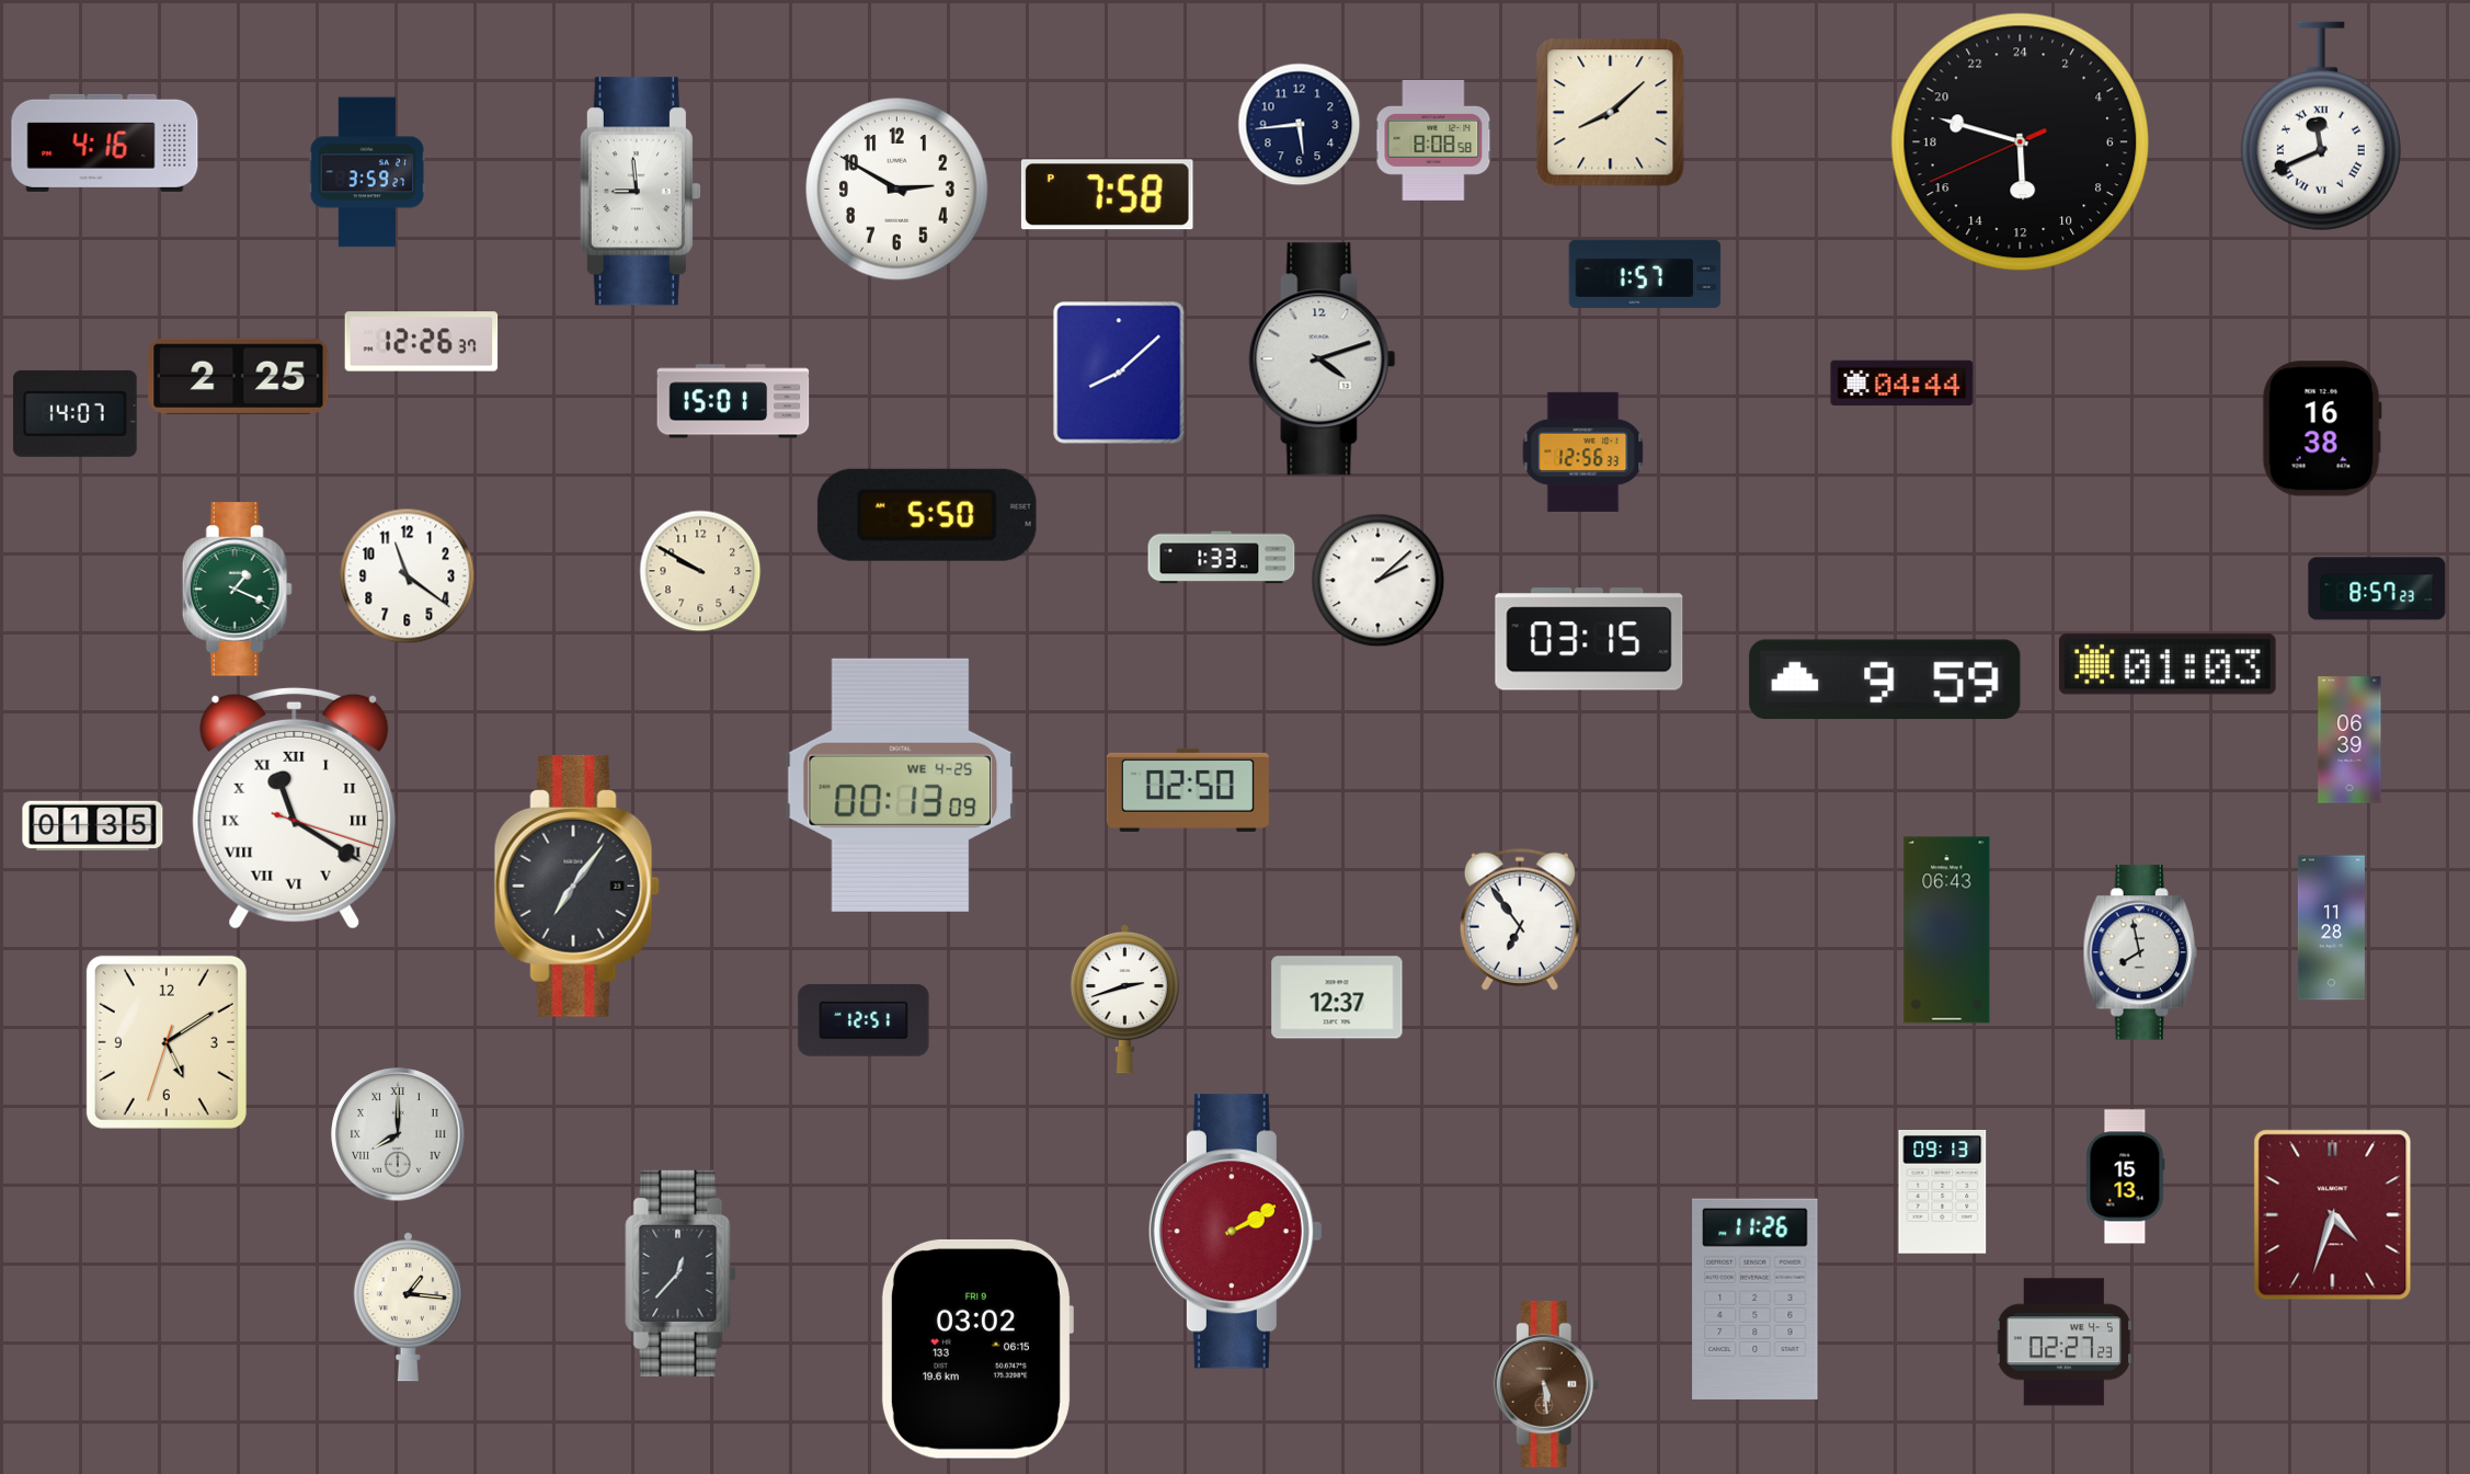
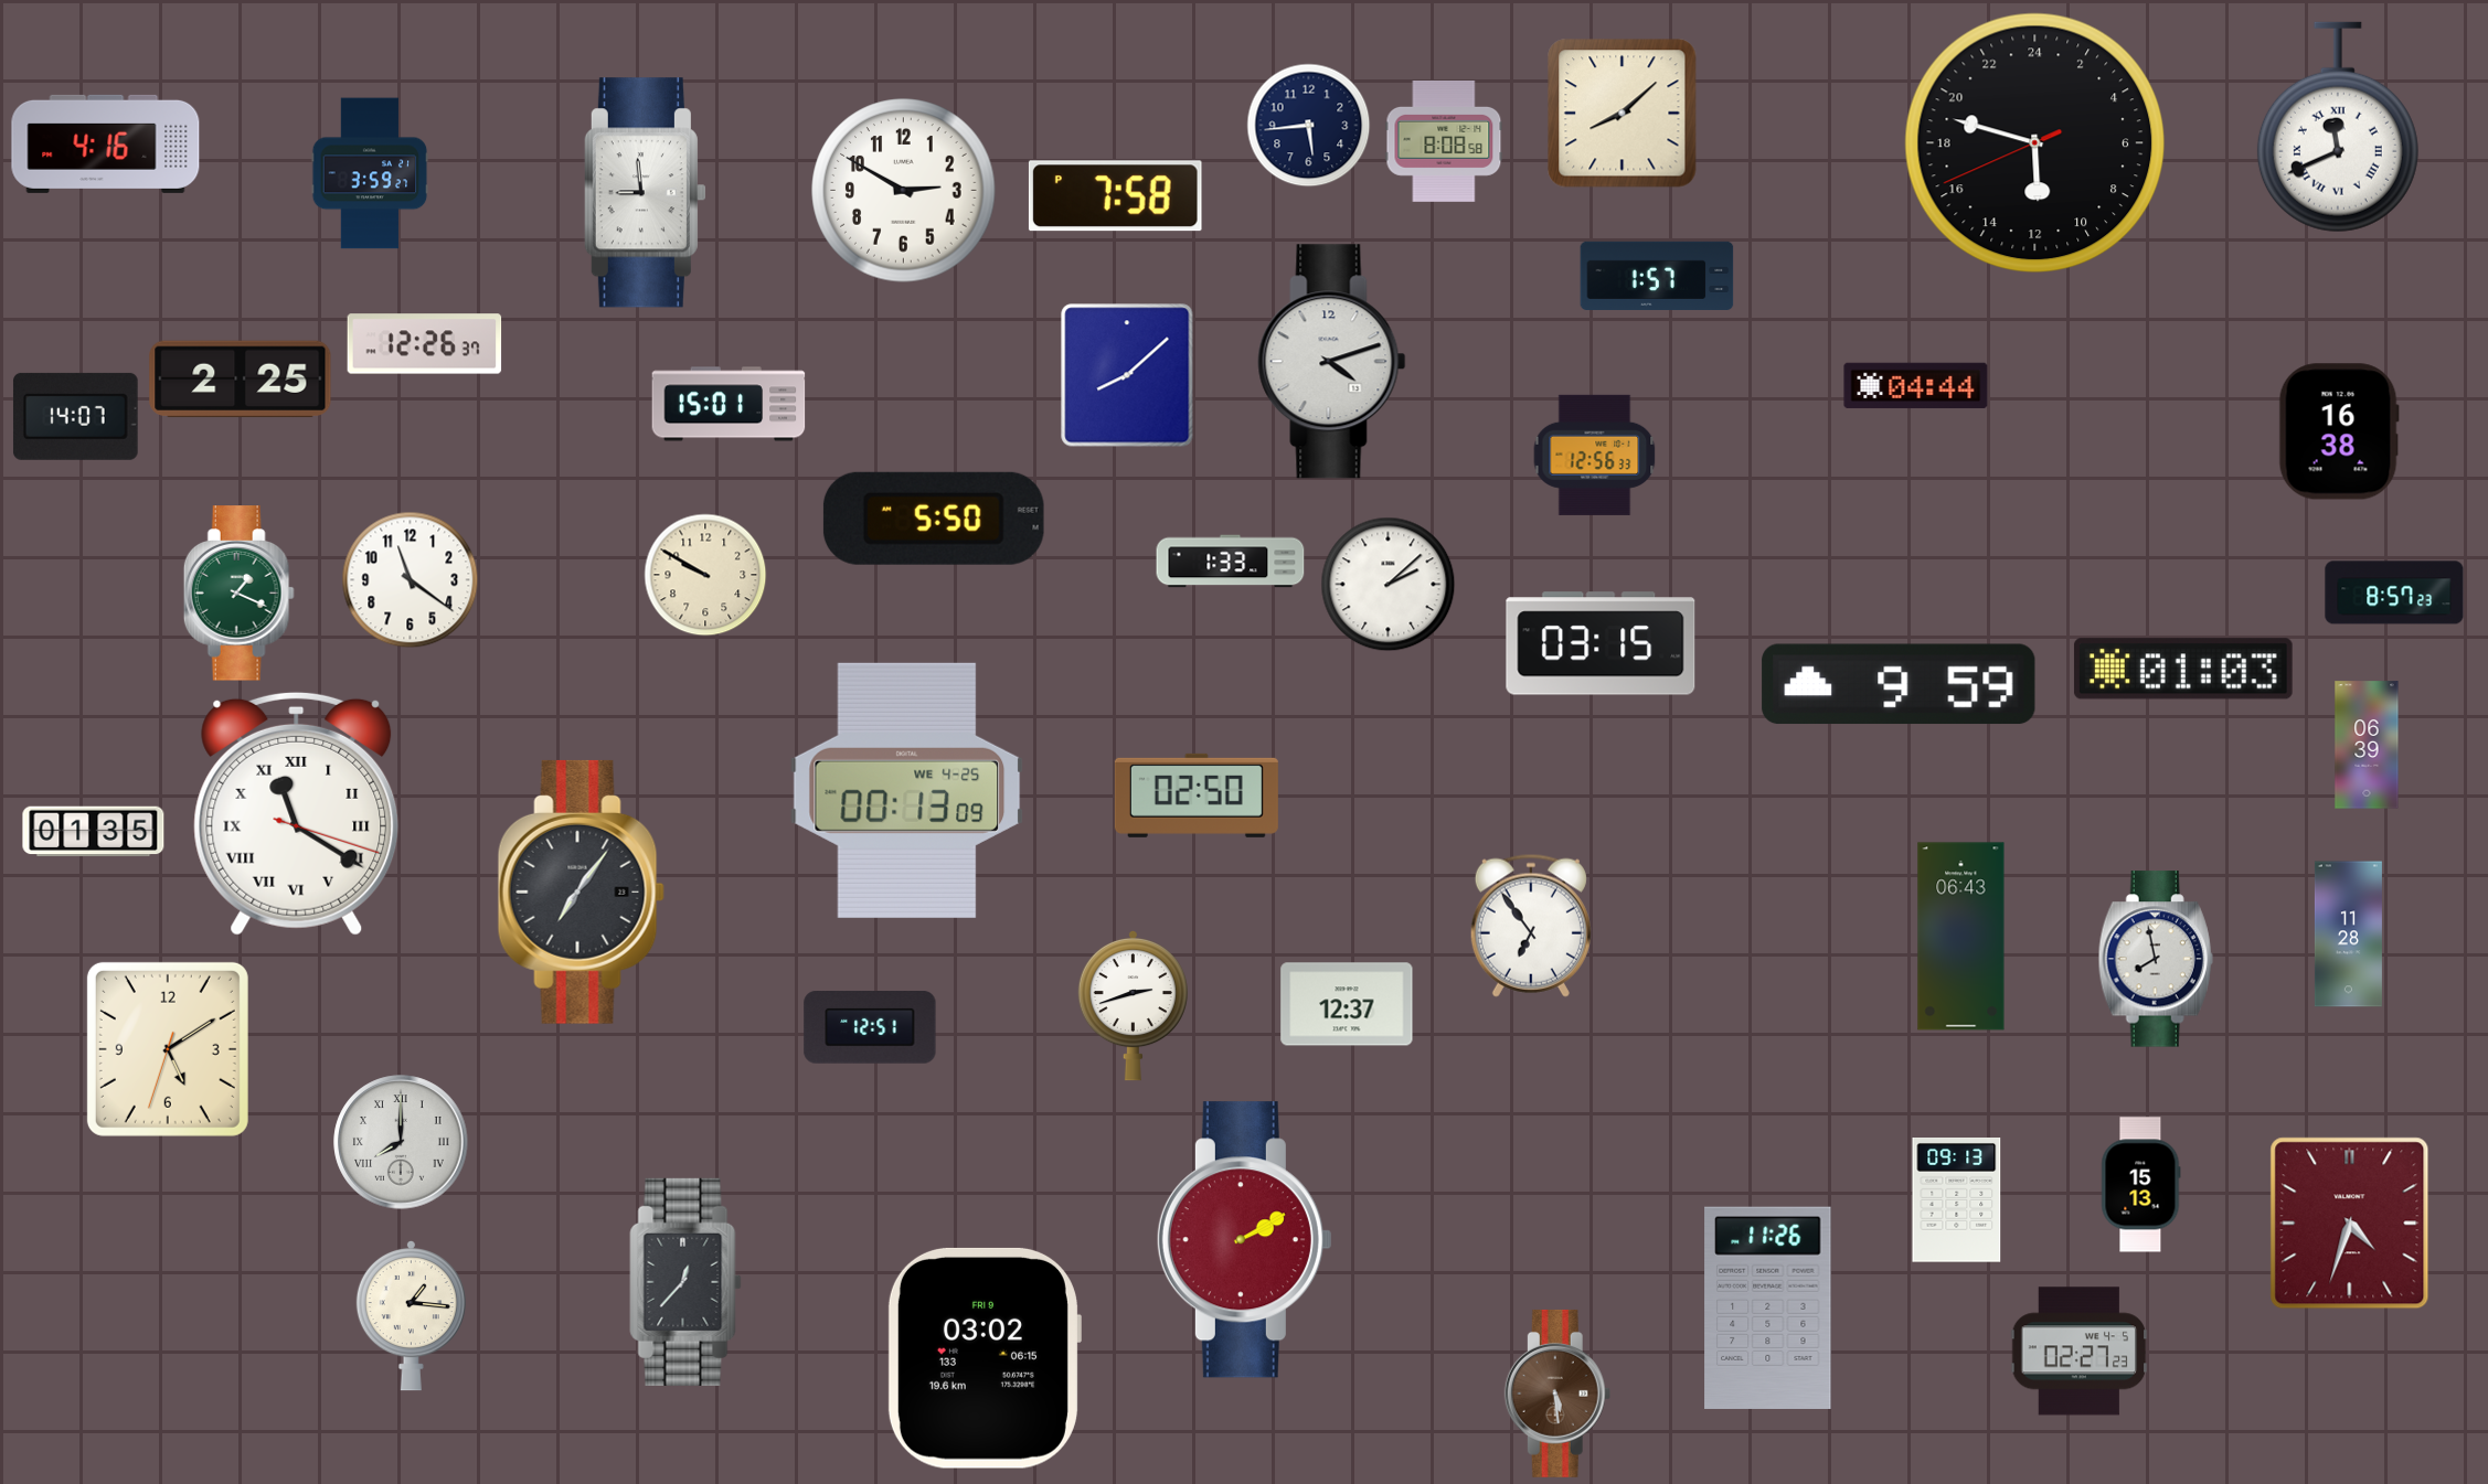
clock at (733, 401) position: (733, 401) -> (729, 404)
